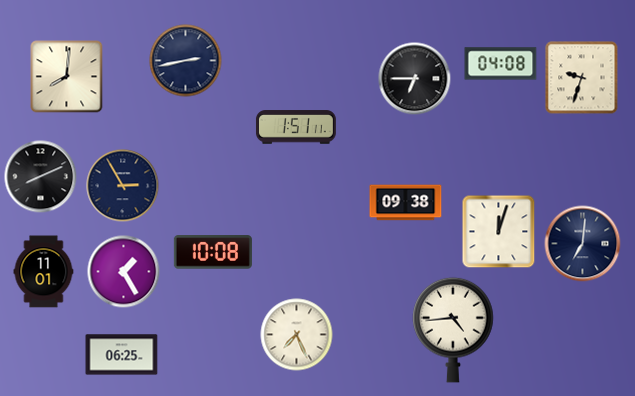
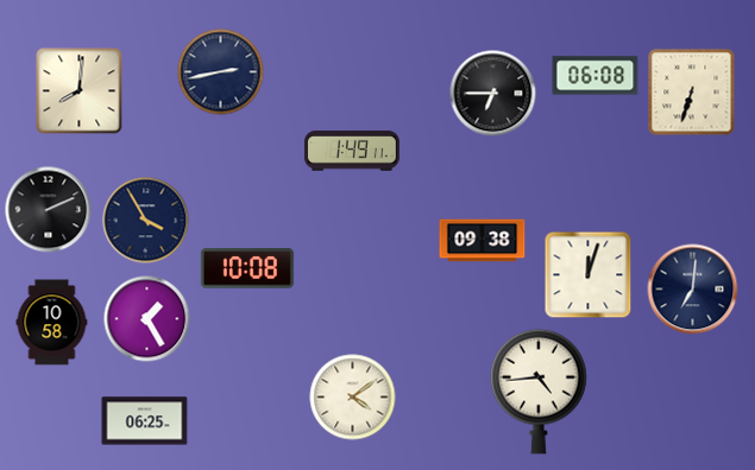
clock at (501, 64): 04:08 -> 06:08
clock at (582, 78): 9:33 -> 6:33
clock at (296, 127): 1:51 -> 1:49
clock at (41, 177): 8:11 -> 2:11
clock at (123, 186): 2:55 -> 3:55
clock at (499, 232) position: (499, 232) -> (589, 275)
clock at (213, 252) position: (213, 252) -> (247, 268)
clock at (44, 272): 11:01 -> 10:58
clock at (124, 272) position: (124, 272) -> (147, 319)
clock at (297, 335): 7:26 -> 4:09
